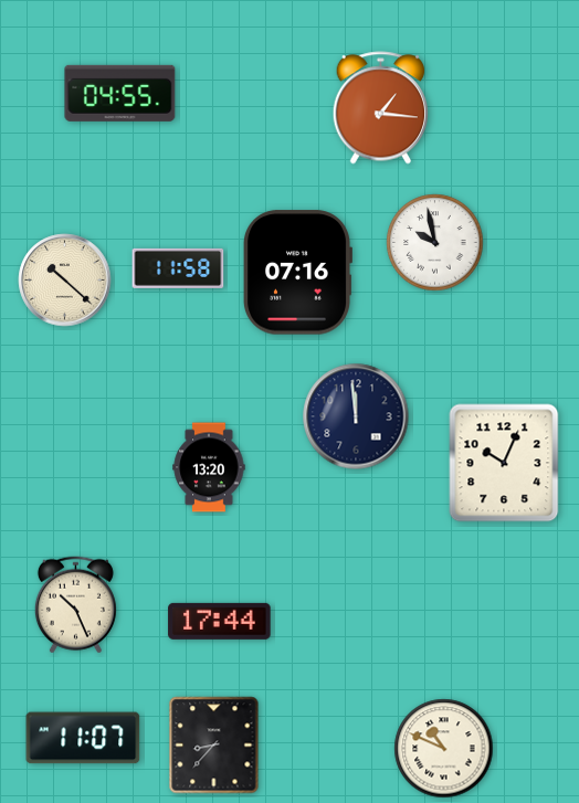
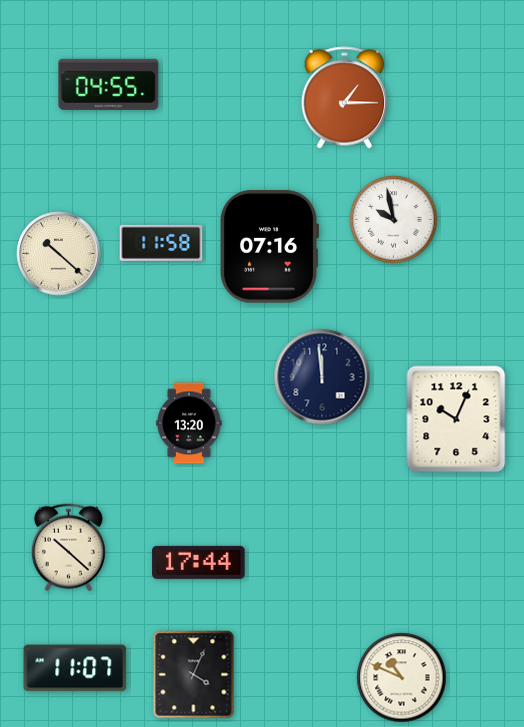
clock at (381, 108): 1:16 -> 1:15
clock at (75, 605): 10:26 -> 10:22
clock at (214, 746): 8:37 -> 4:04
